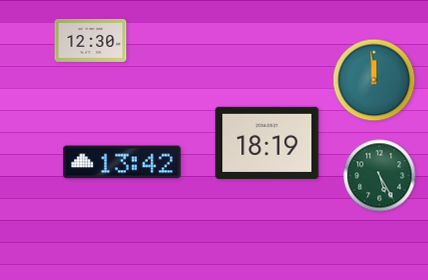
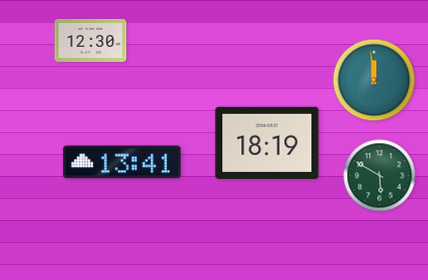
clock at (122, 162): 13:42 -> 13:41
clock at (380, 176): 5:25 -> 5:50
